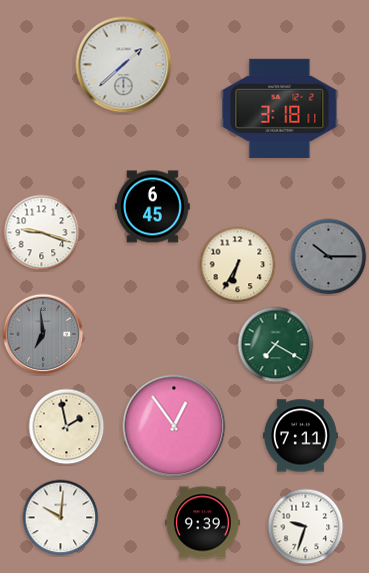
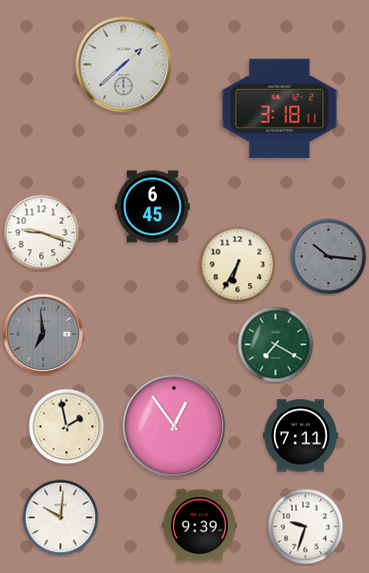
clock at (329, 257): 10:15 -> 10:16
clock at (202, 523) position: (202, 523) -> (199, 526)
